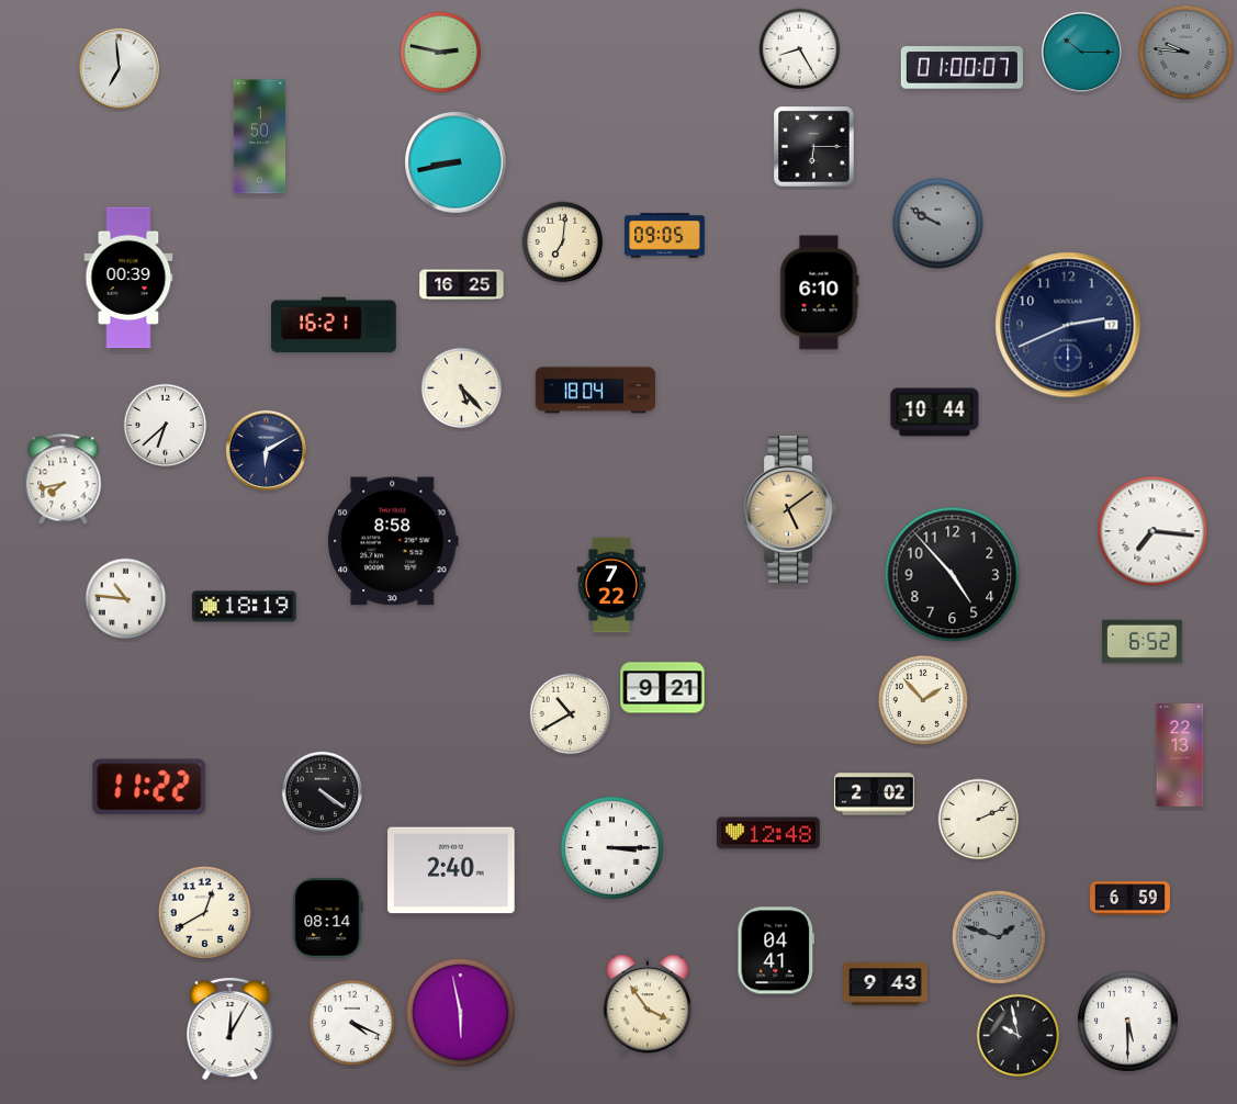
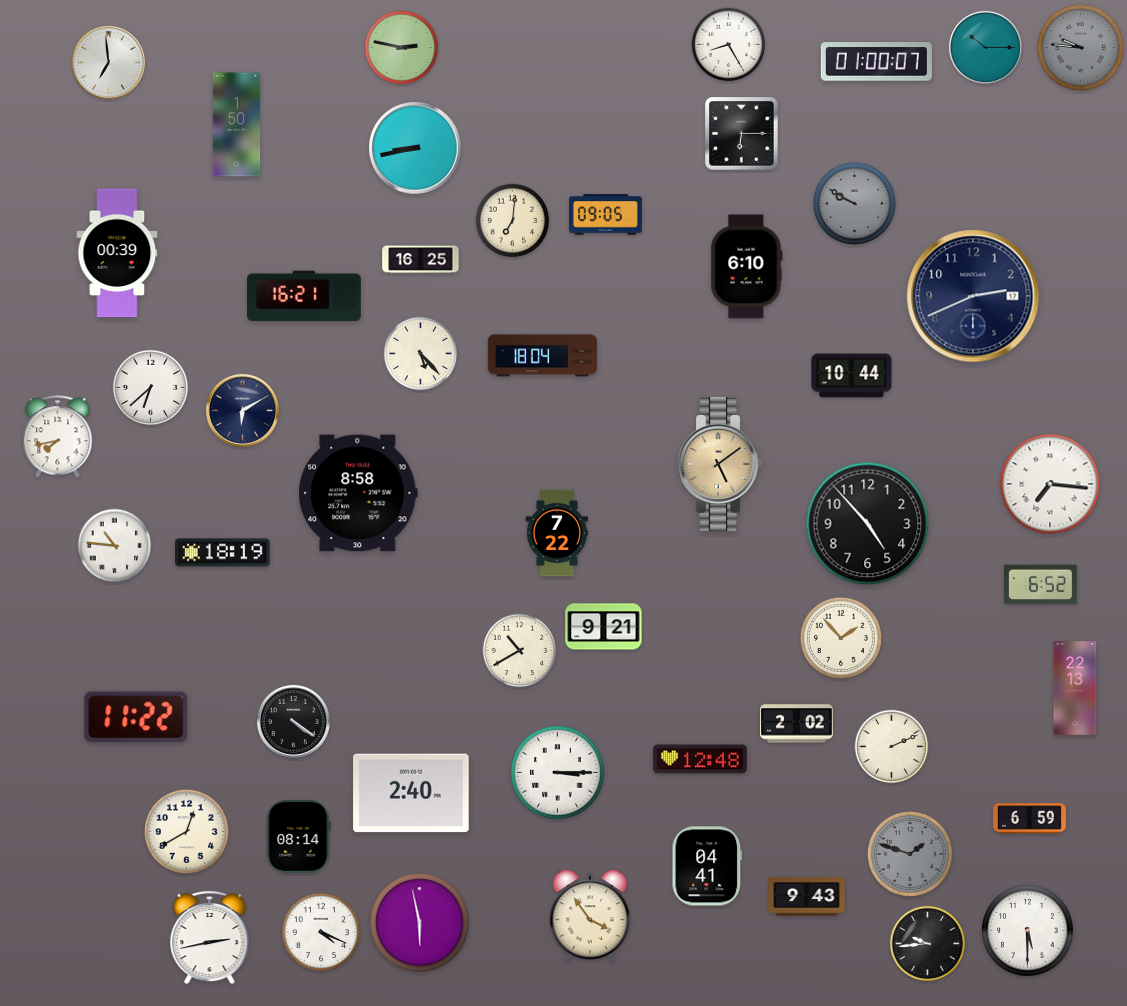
clock at (230, 1028): 12:05 -> 2:43
clock at (1019, 1036): 9:58 -> 9:44
